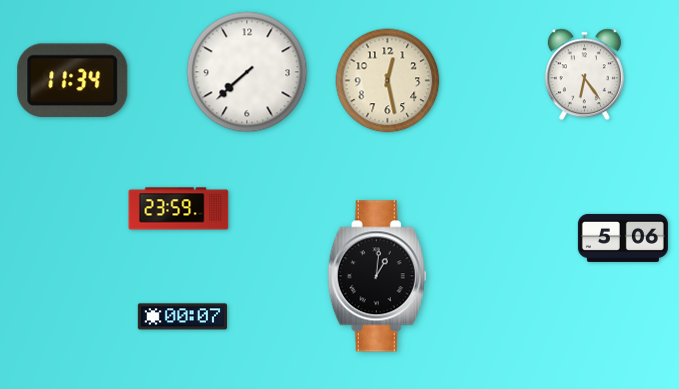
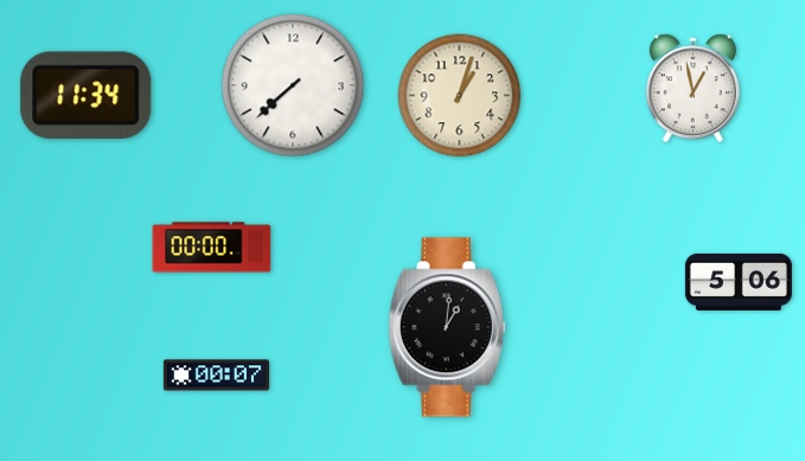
clock at (584, 75): 6:24 -> 12:58
clock at (388, 81): 12:28 -> 1:03
clock at (179, 209): 23:59 -> 00:00
